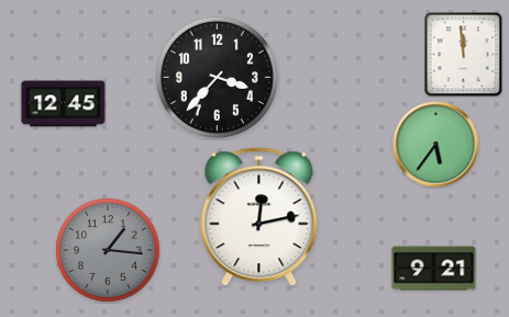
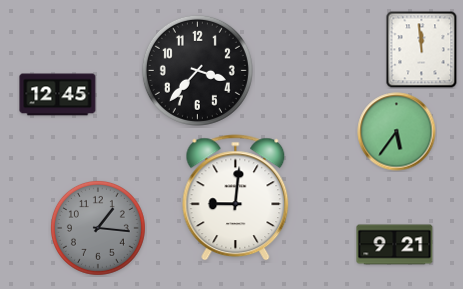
clock at (259, 217): 12:13 -> 9:01
